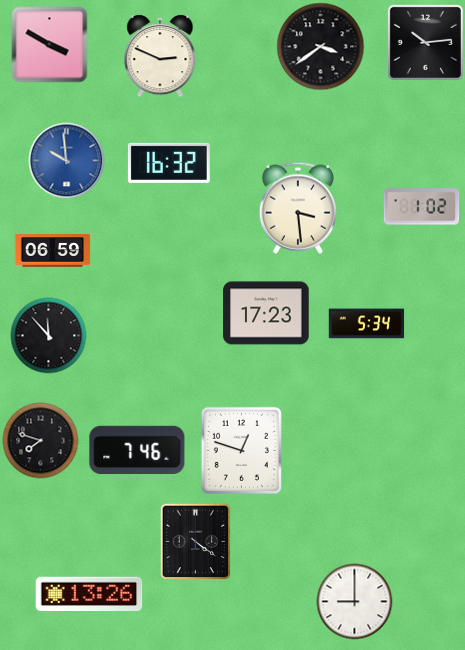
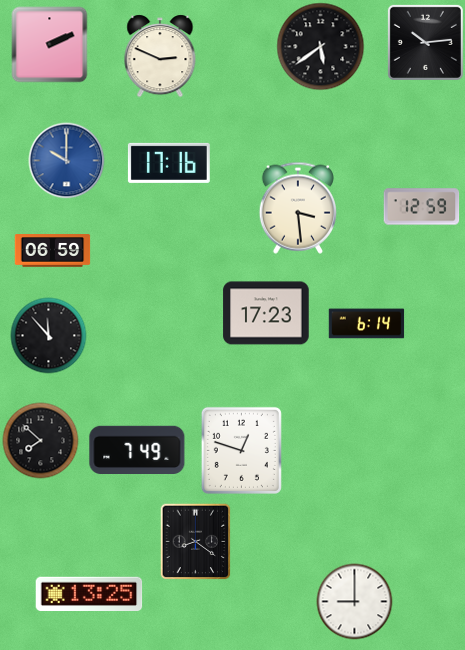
clock at (50, 45): 3:50 -> 2:11
clock at (321, 47): 3:39 -> 5:39
clock at (67, 161): 9:59 -> 10:00
clock at (169, 163): 16:32 -> 17:16
clock at (422, 207): 1:02 -> 12:59
clock at (367, 324): 5:34 -> 6:14
clock at (41, 441): 7:48 -> 7:52
clock at (137, 449): 7:46 -> 7:49
clock at (196, 542): 4:21 -> 8:21
clock at (89, 594): 13:26 -> 13:25
